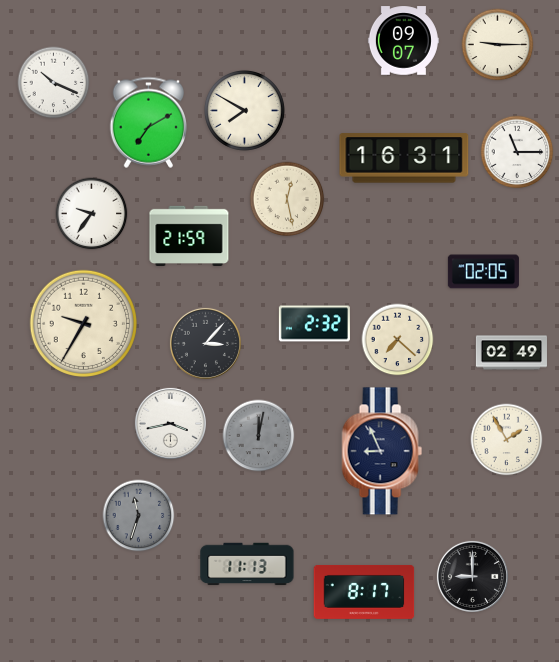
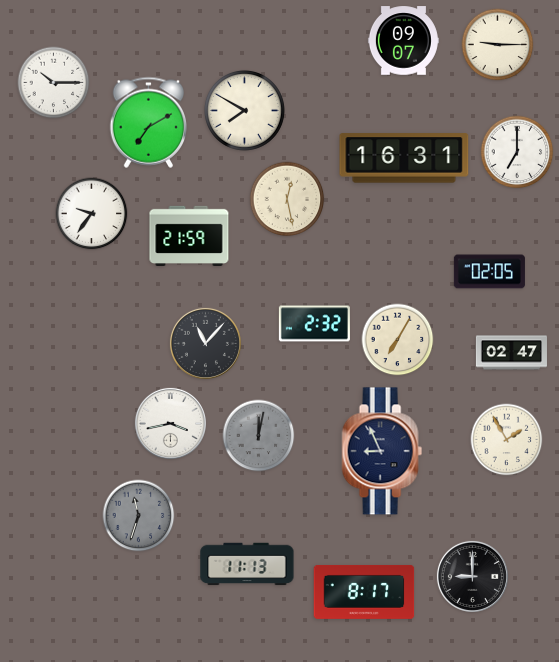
clock at (54, 83): 10:19 -> 10:15
clock at (517, 152): 11:15 -> 7:00
clock at (483, 272) position: (483, 272) -> (489, 272)
clock at (83, 323): 9:35 -> none
clock at (398, 340): 7:22 -> 7:05
clock at (205, 343): 3:07 -> 11:07
clock at (511, 353): 02:49 -> 02:47
